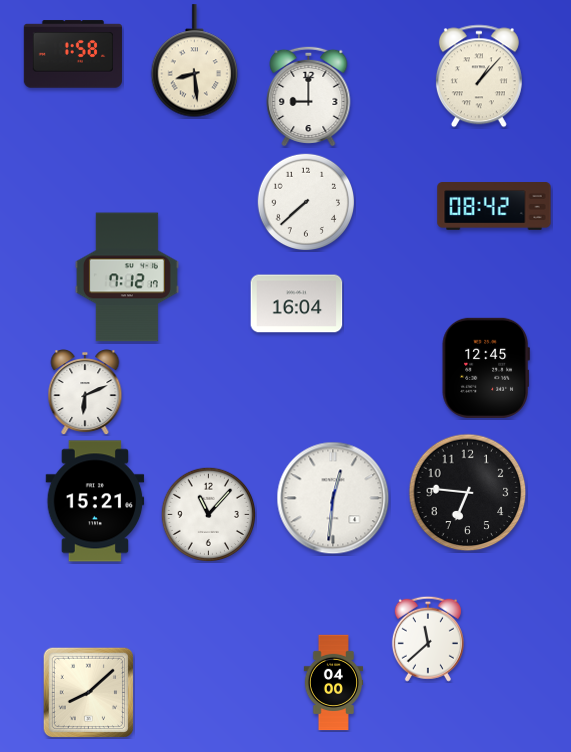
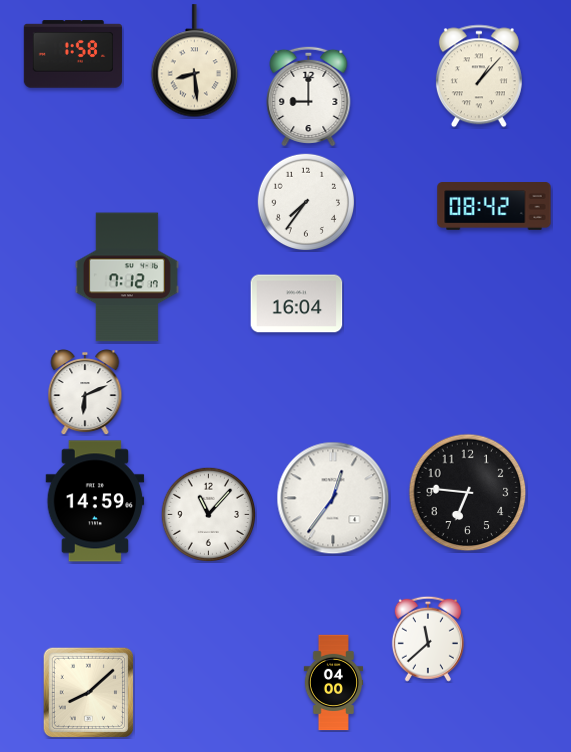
clock at (306, 202): 7:38 -> 7:36
clock at (486, 368): 12:45 -> none
clock at (333, 498): 12:31 -> 12:36
clock at (95, 501): 15:21 -> 14:59
